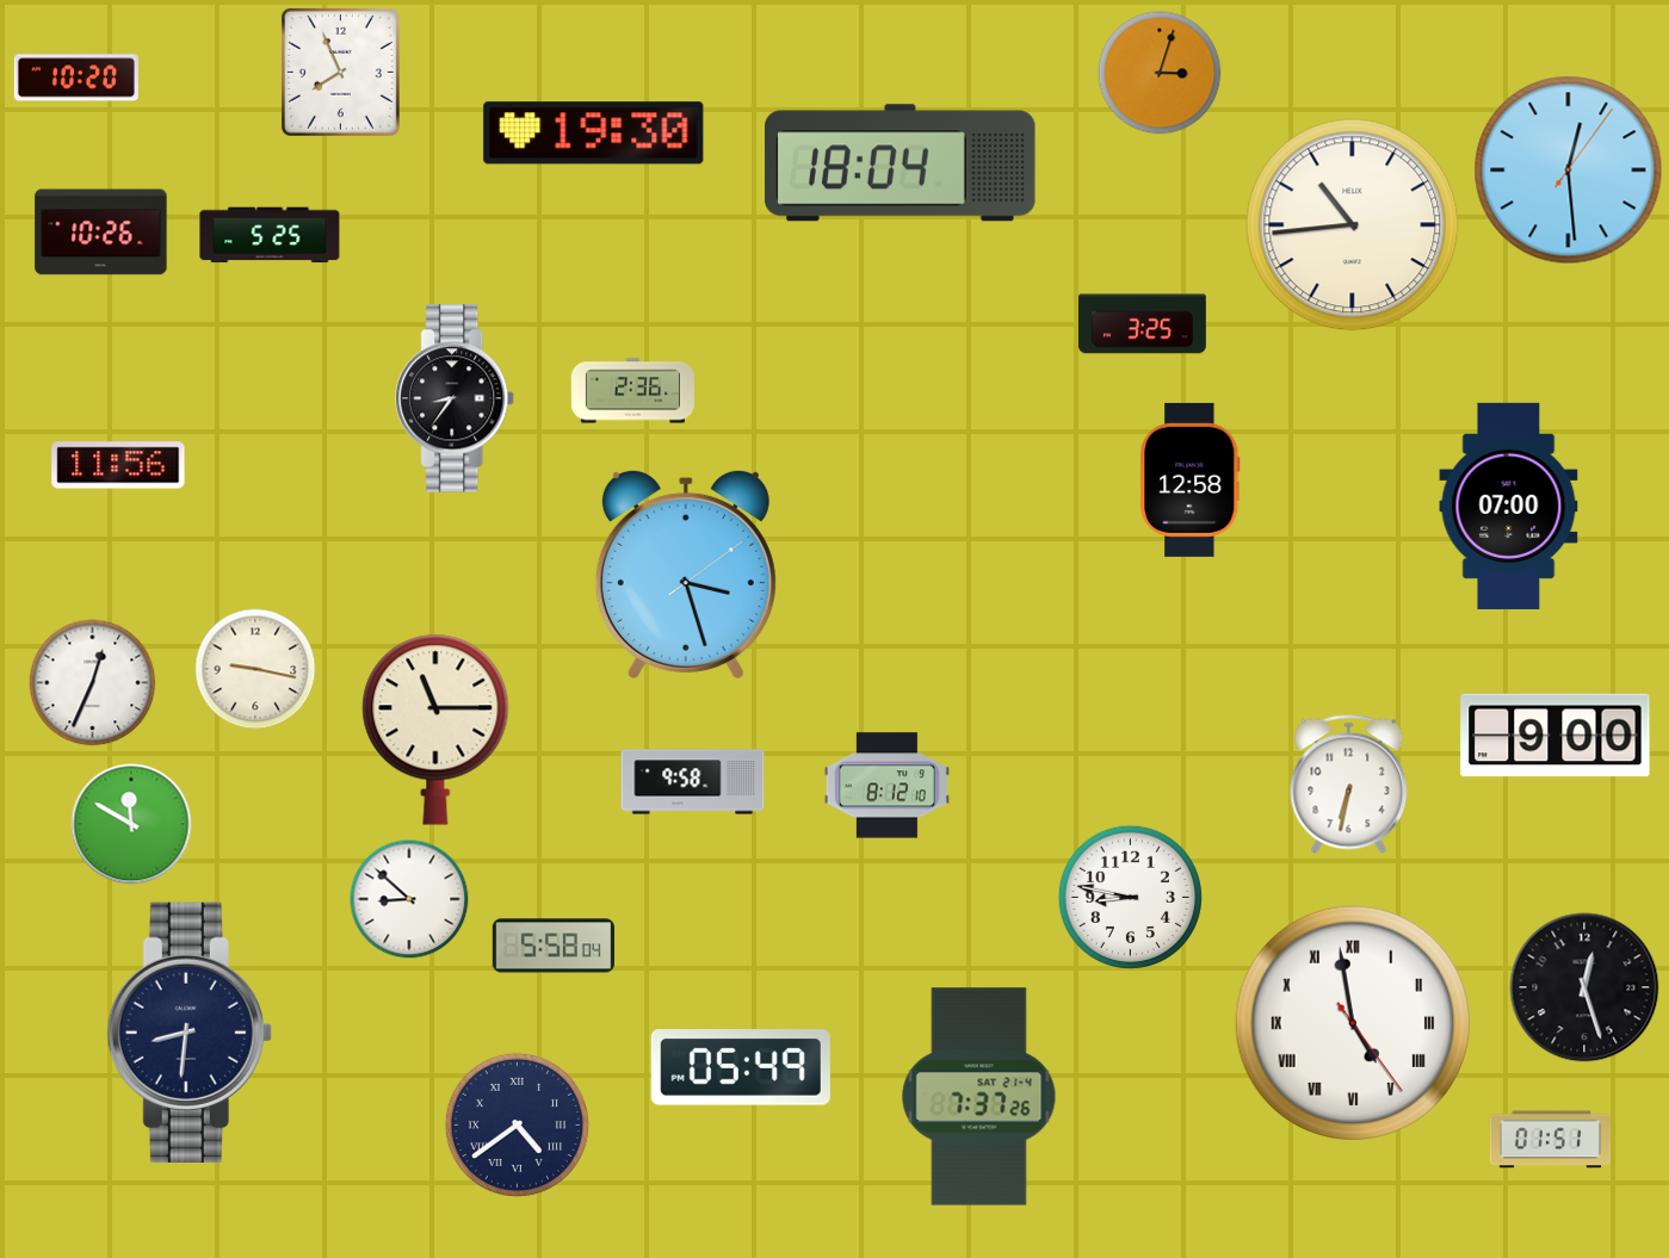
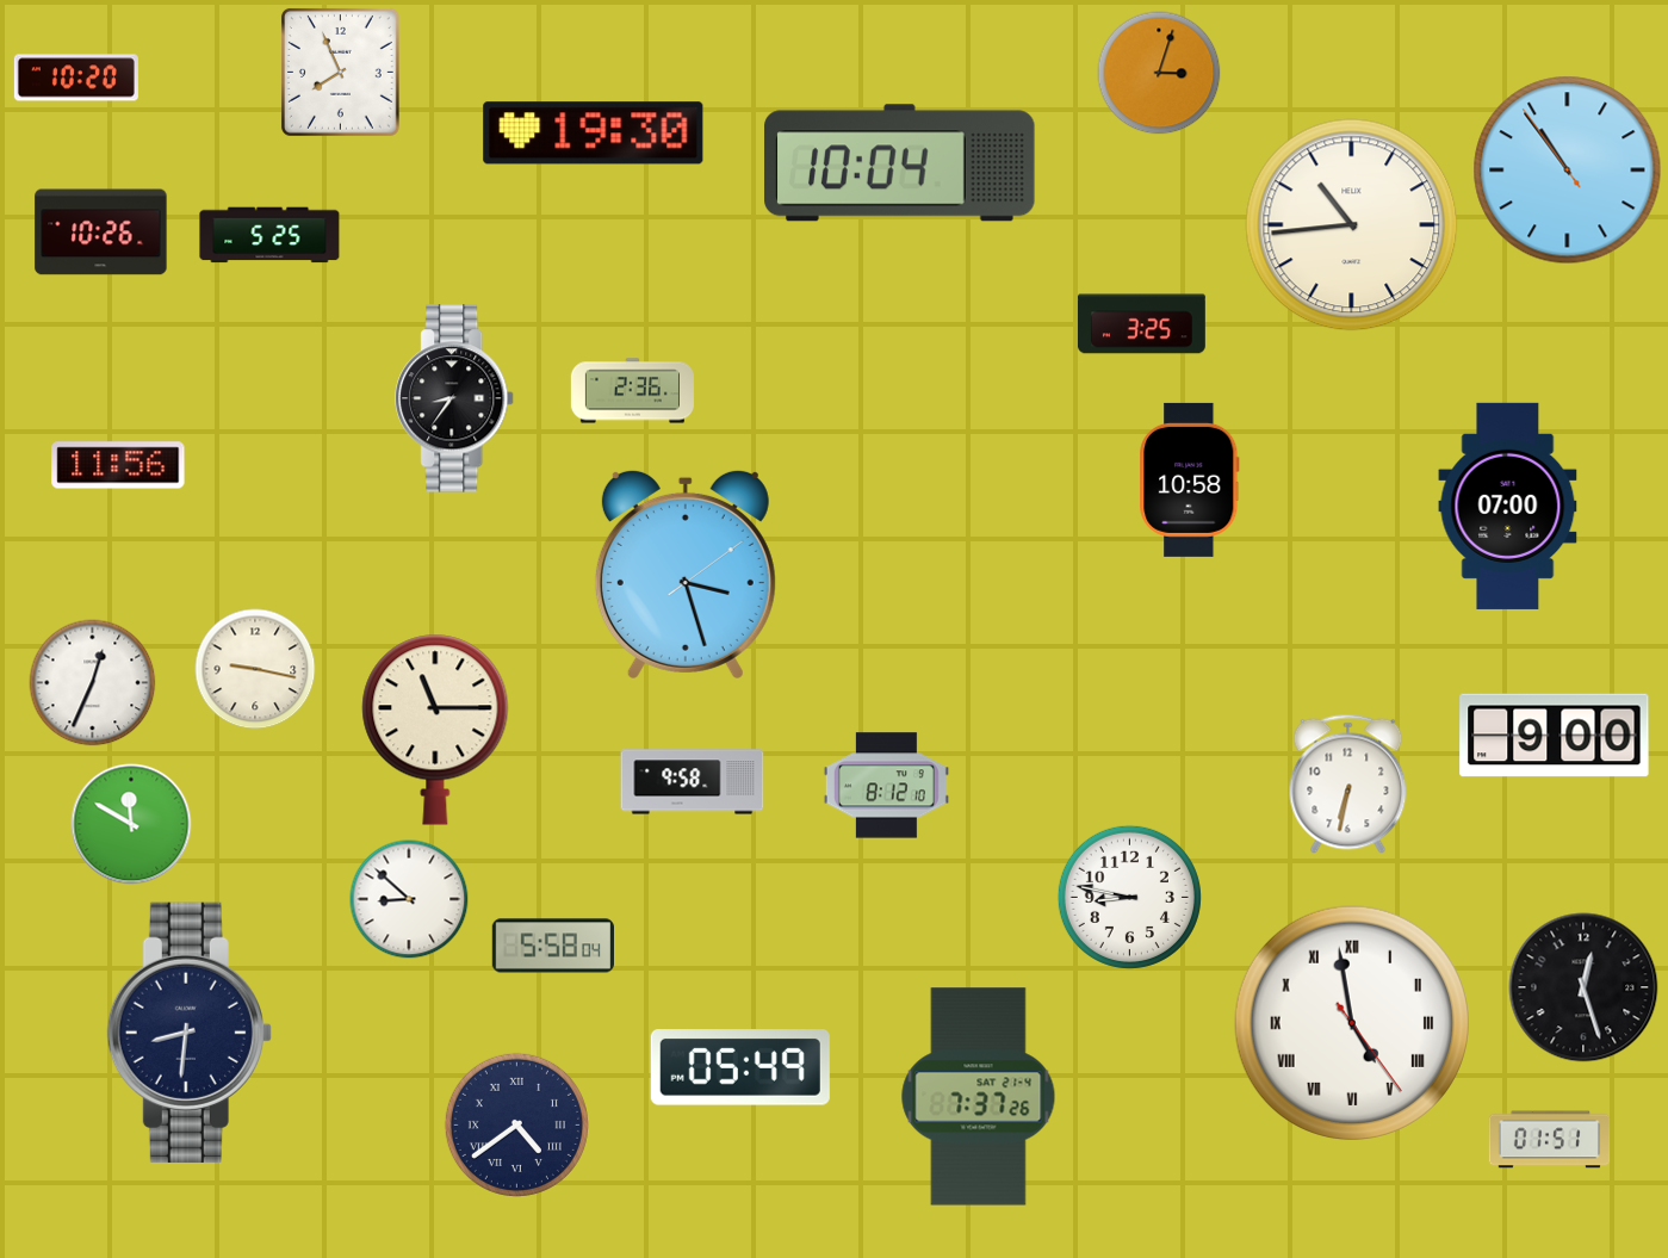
clock at (901, 163): 18:04 -> 10:04
clock at (1569, 171): 12:29 -> 10:53
clock at (1191, 479): 12:58 -> 10:58
